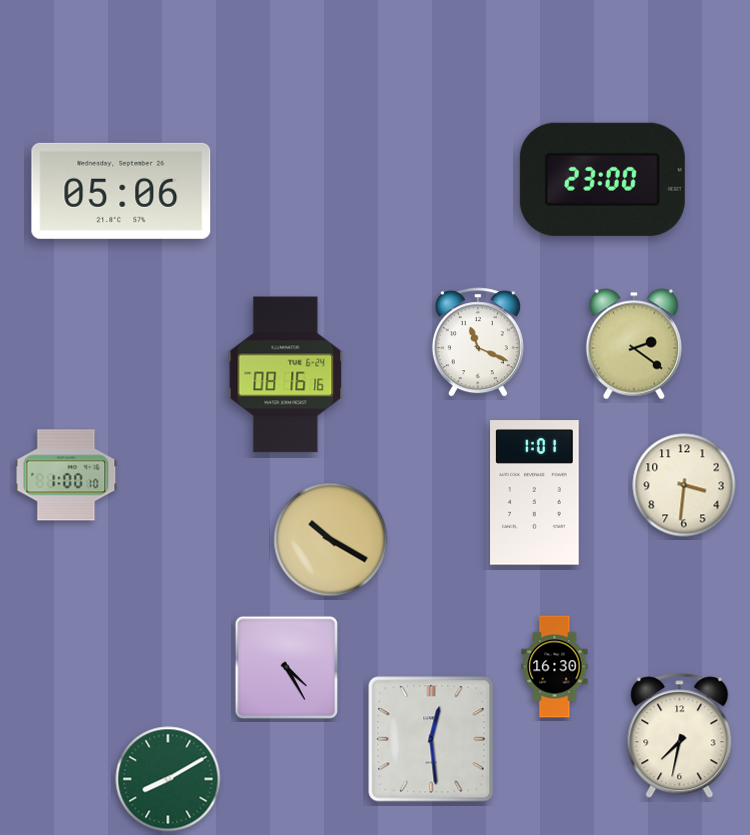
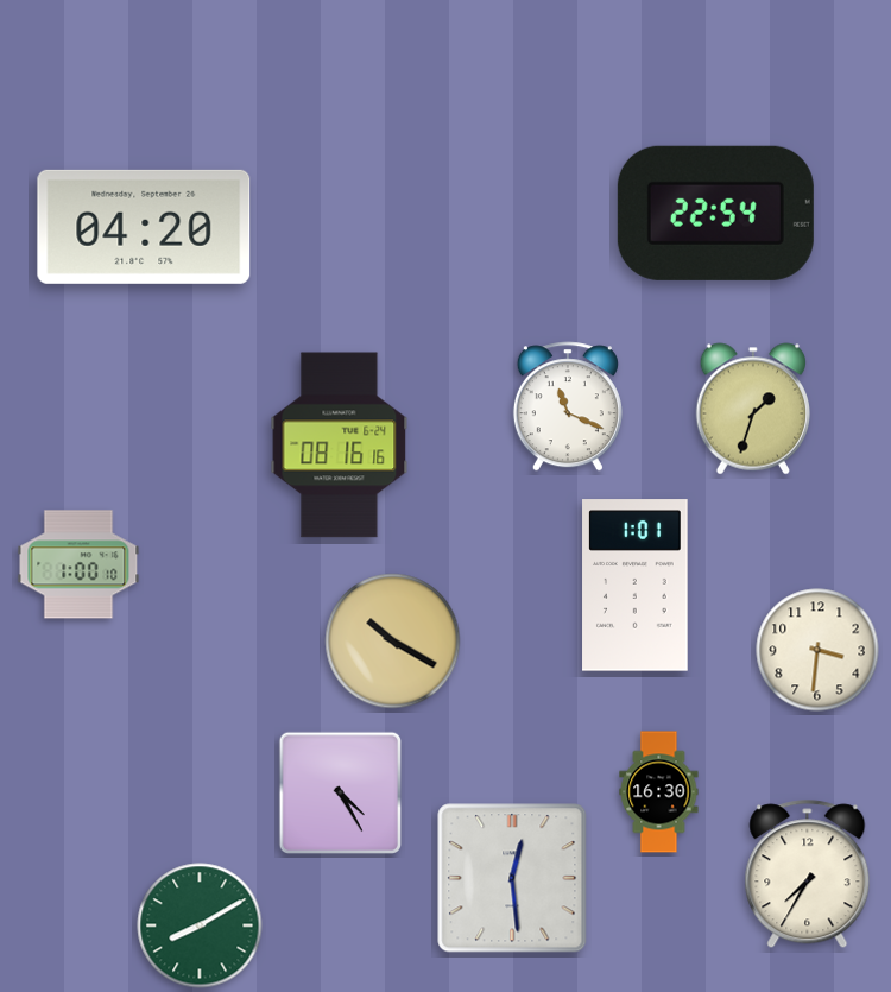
clock at (602, 179): 23:00 -> 22:54
clock at (121, 191): 05:06 -> 04:20
clock at (633, 344): 2:21 -> 1:33
clock at (684, 485) position: (684, 485) -> (817, 650)
clock at (680, 736): 7:32 -> 7:35
